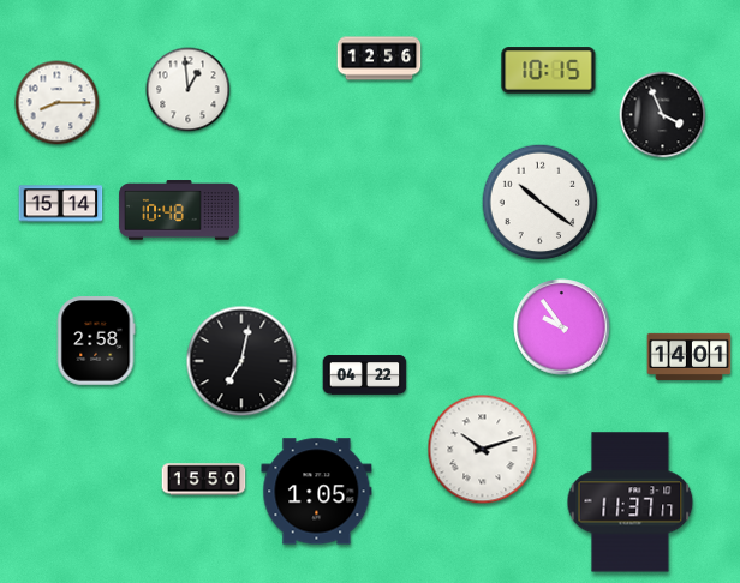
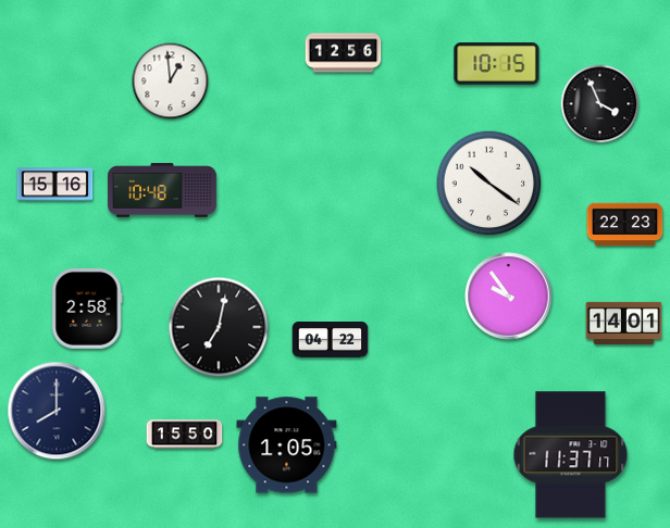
clock at (58, 103): 8:15 -> none
clock at (61, 204): 15:14 -> 15:16
clock at (625, 225): none -> 22:23
clock at (483, 450): 10:12 -> none
clock at (57, 411): none -> 8:00
